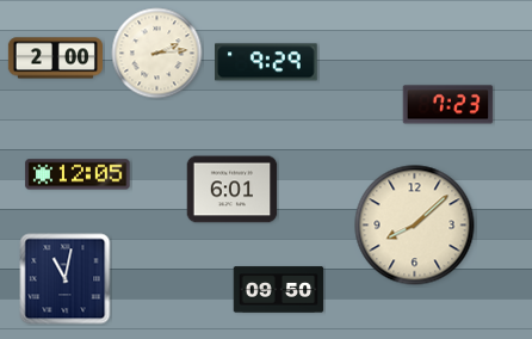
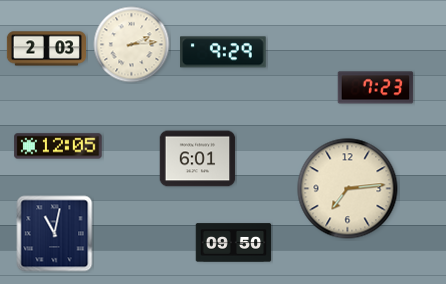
clock at (55, 58): 2:00 -> 2:03
clock at (78, 174) position: (78, 174) -> (58, 146)
clock at (233, 190) position: (233, 190) -> (198, 159)
clock at (415, 226): 8:08 -> 7:14
